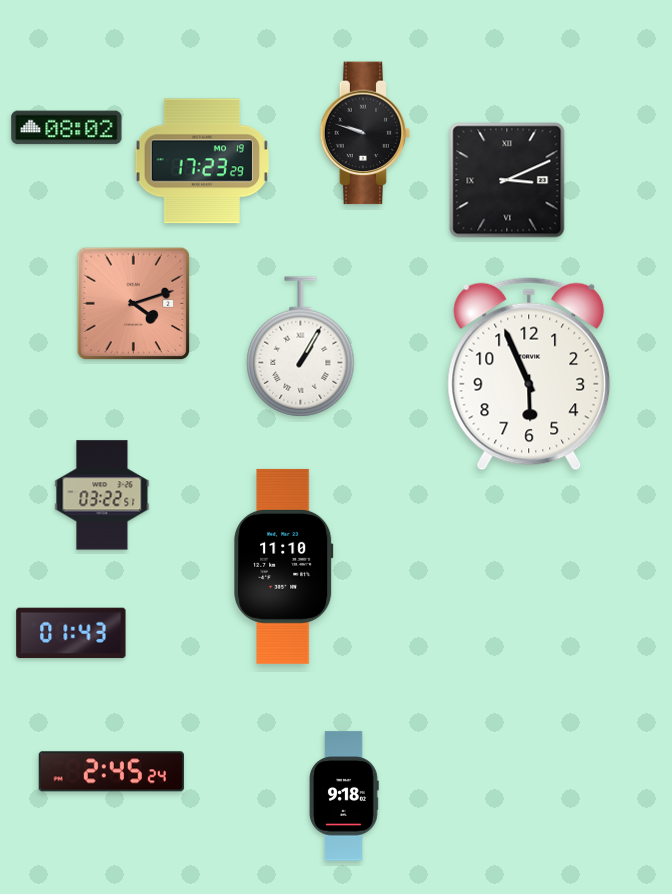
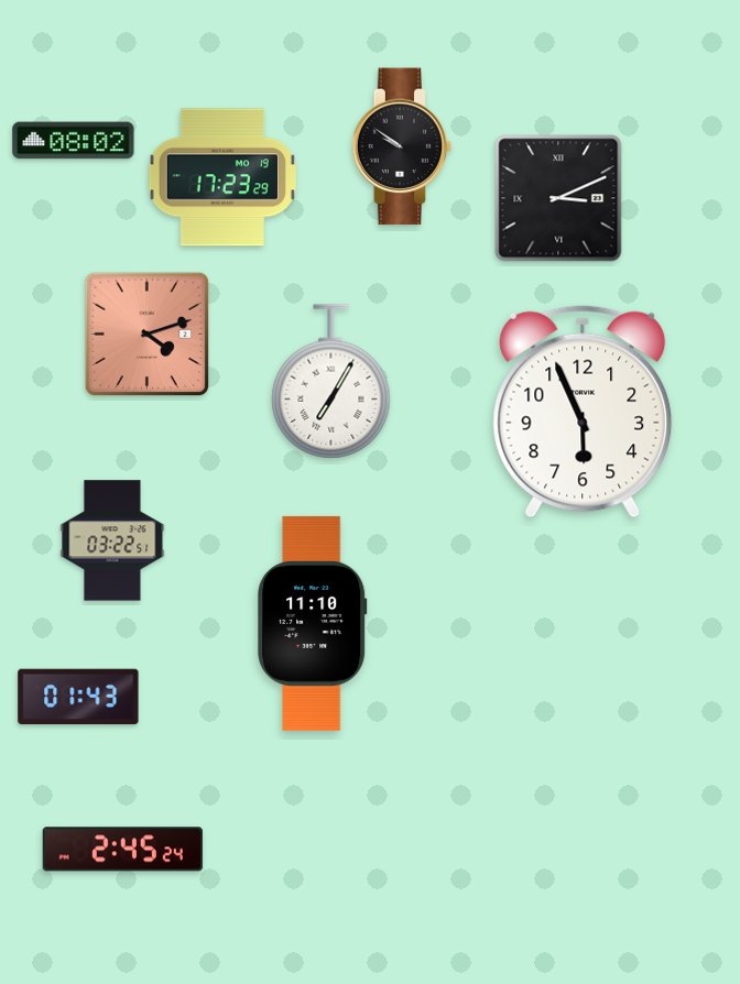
clock at (365, 133): 9:48 -> 9:51
clock at (301, 347): 1:05 -> 7:05
clock at (102, 495) position: (102, 495) -> (112, 540)
clock at (344, 796): 9:18 -> none
